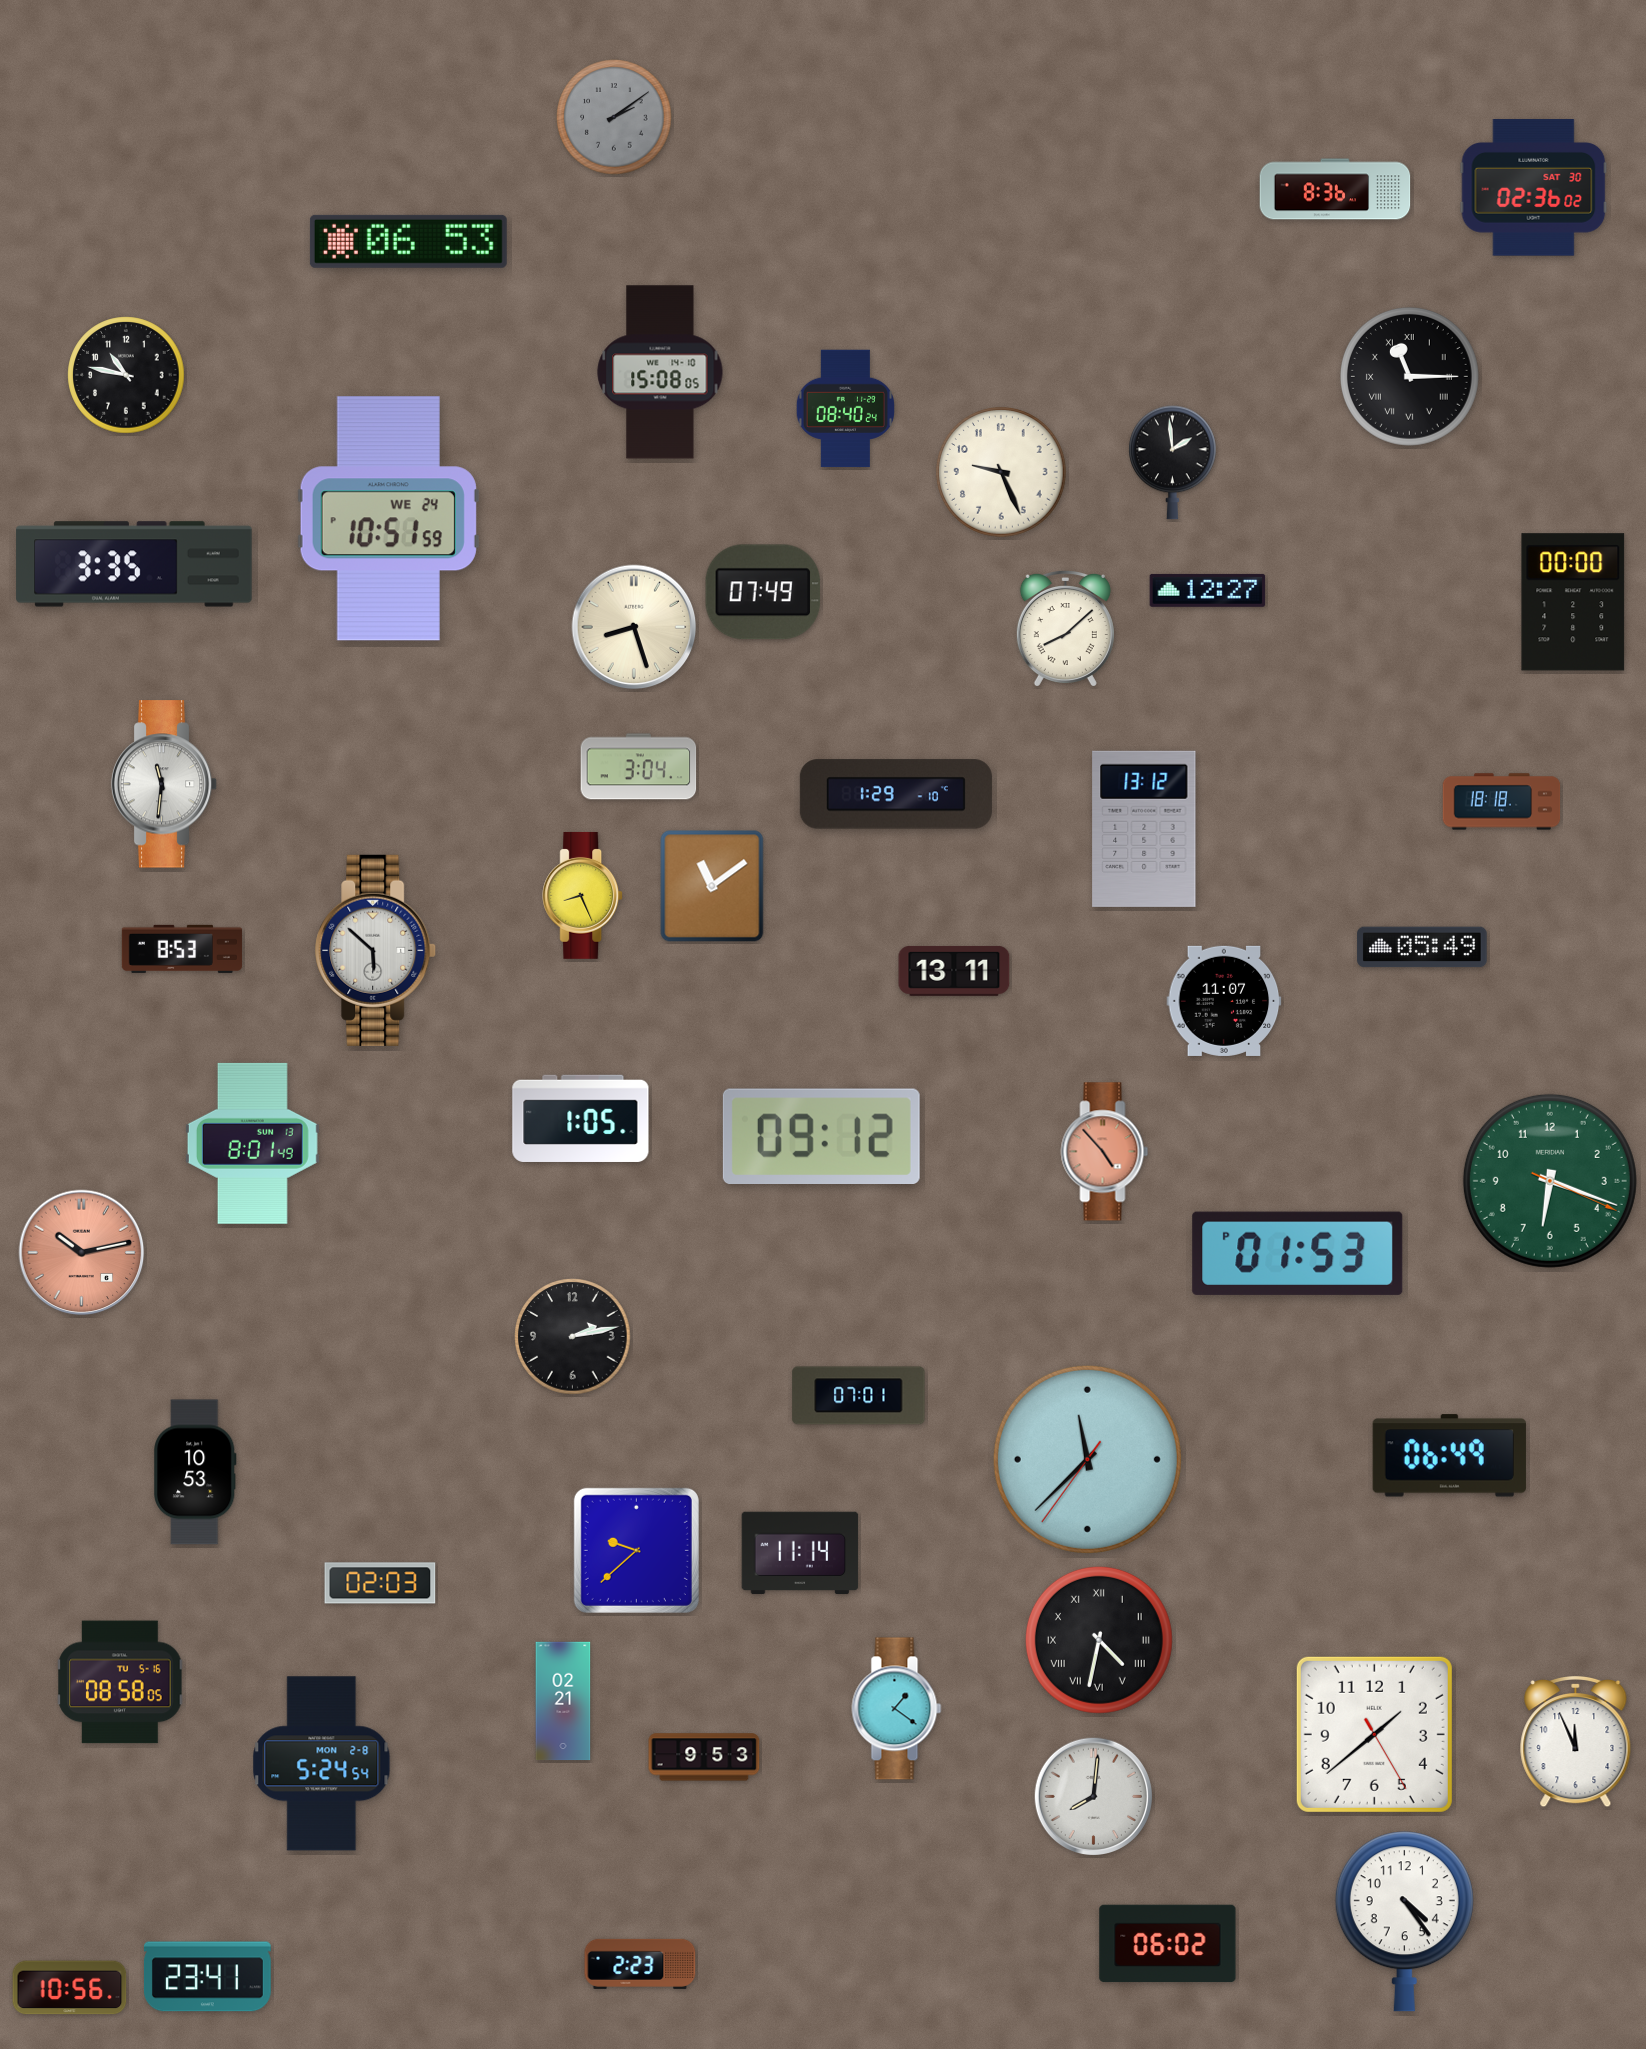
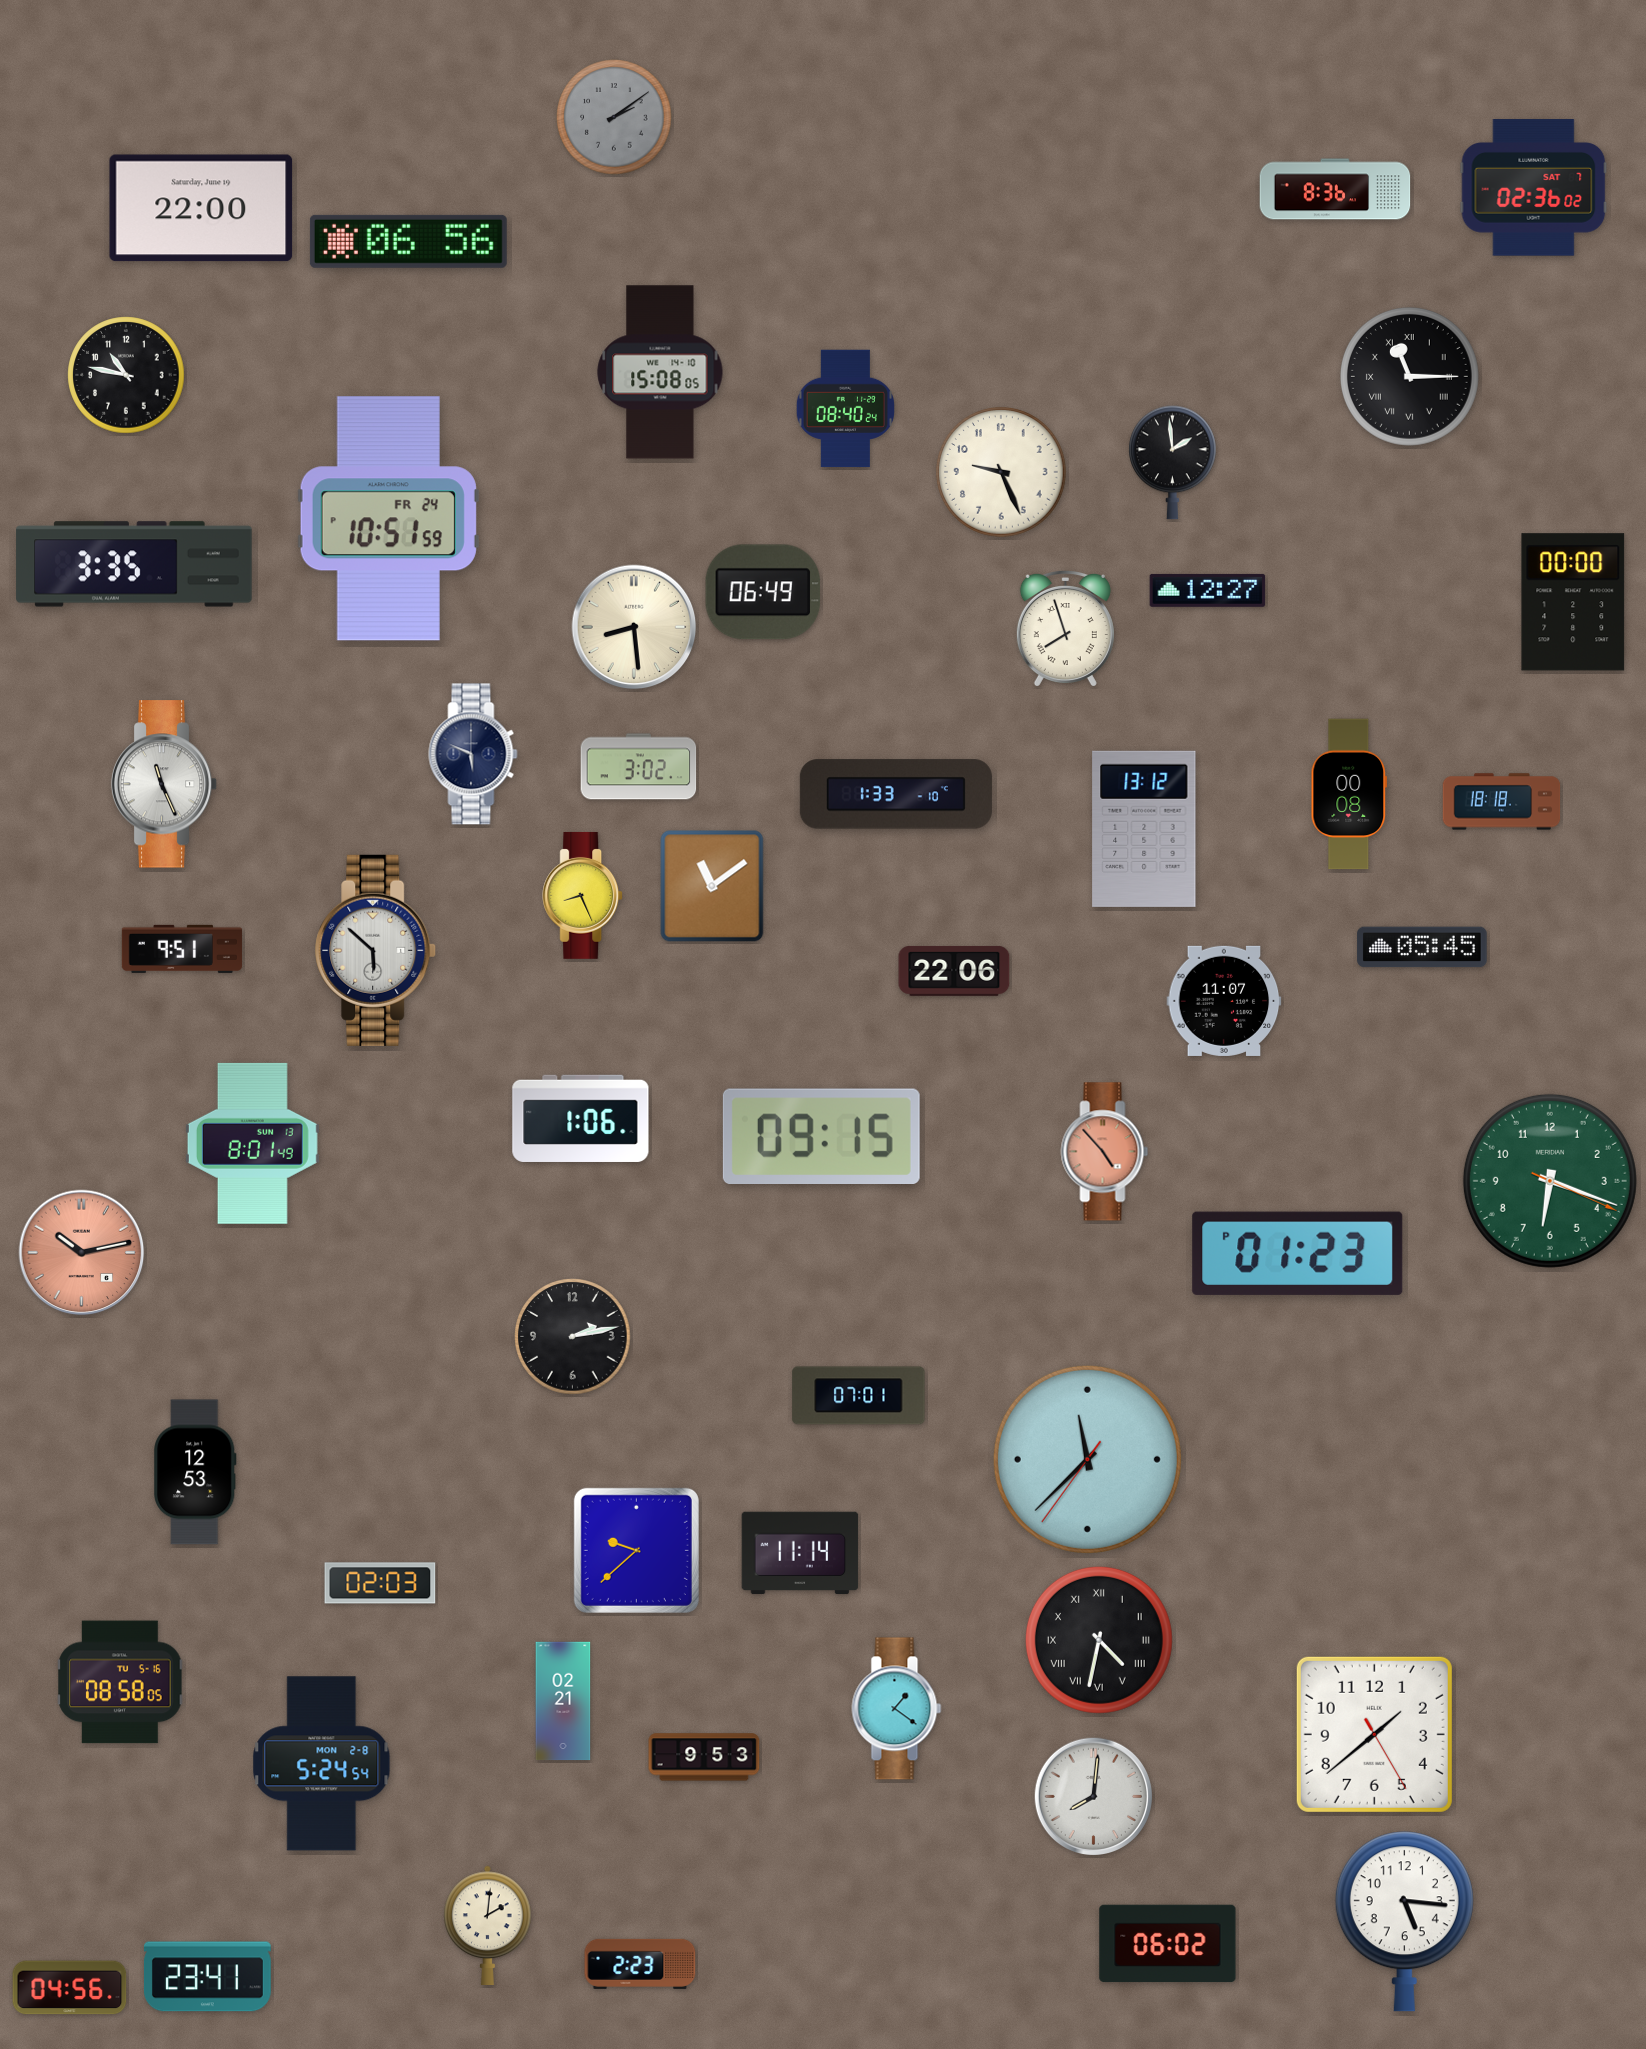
clock at (1534, 188) date: SAT 30 -> SAT 7
clock at (201, 208): none -> 22:00
clock at (408, 241): 06:53 -> 06:56
clock at (388, 519) date: WE 24 -> FR 24
clock at (763, 592): 07:49 -> 06:49
clock at (634, 627): 8:27 -> 8:29
clock at (1065, 628): 8:08 -> 7:57
clock at (473, 754): none -> 5:49
clock at (639, 767): 3:04 -> 3:02
clock at (164, 784): 11:31 -> 11:26
clock at (896, 794): 1:29 -> 1:33
clock at (1349, 794): none -> 00:08
clock at (1422, 947): 05:49 -> 05:45
clock at (182, 949): 8:53 -> 9:51
clock at (954, 971): 13:11 -> 22:06
clock at (581, 1118): 1:05 -> 1:06
clock at (821, 1136): 09:12 -> 09:15
clock at (1298, 1253): 01:53 -> 01:23
clock at (1449, 1456): 06:49 -> none
clock at (196, 1472): 10:53 -> 12:53
clock at (1576, 1742): 11:56 -> none
clock at (1404, 1922): 4:24 -> 5:16
clock at (488, 1925): none -> 2:01
clock at (70, 1988): 10:56 -> 04:56
